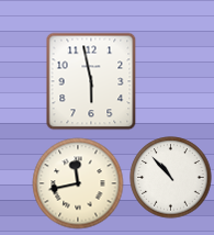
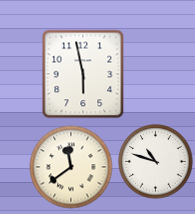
clock at (171, 178): 10:53 -> 10:48
clock at (78, 183): 11:43 -> 11:39
